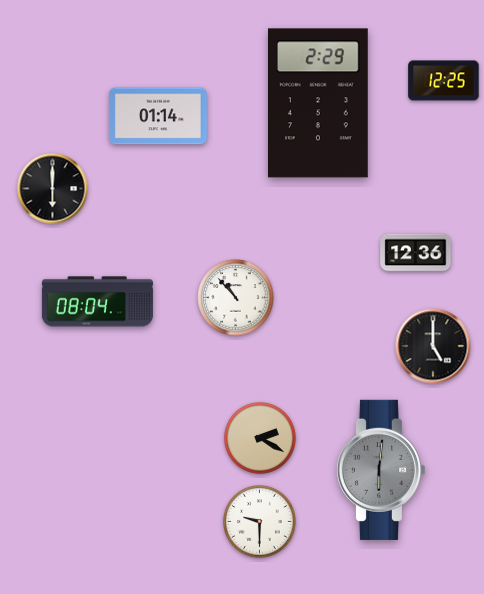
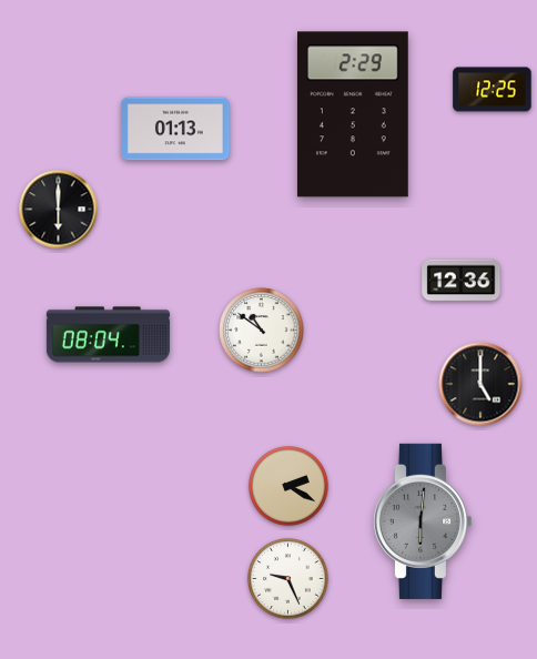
clock at (158, 116): 01:14 -> 01:13
clock at (236, 298): 10:53 -> 10:51
clock at (260, 522): 9:30 -> 9:26
